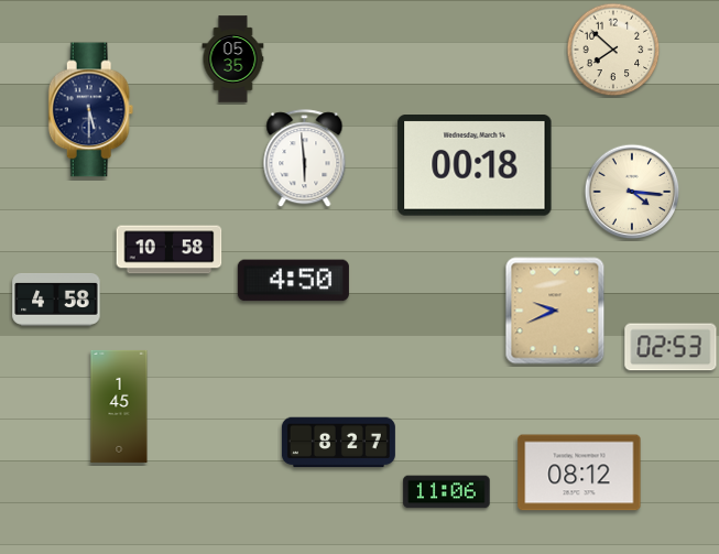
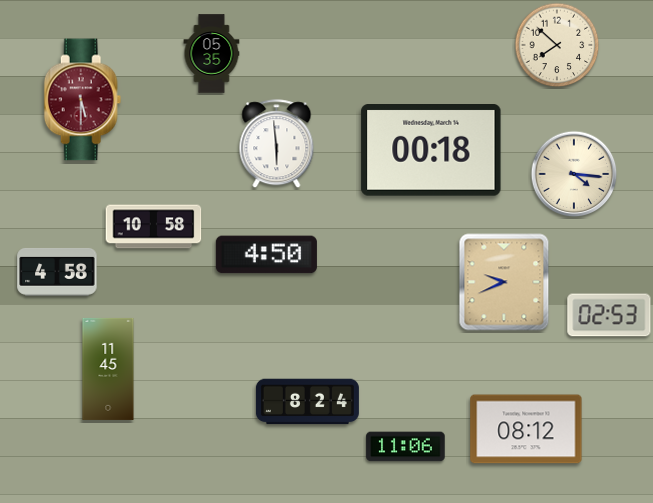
clock at (91, 110) dial: navy -> burgundy
clock at (56, 300) position: (56, 300) -> (57, 272)
clock at (119, 406): 1:45 -> 11:45
clock at (338, 443): 8:27 -> 8:24
